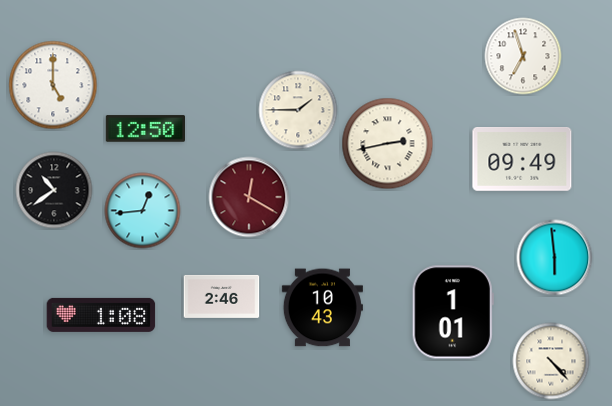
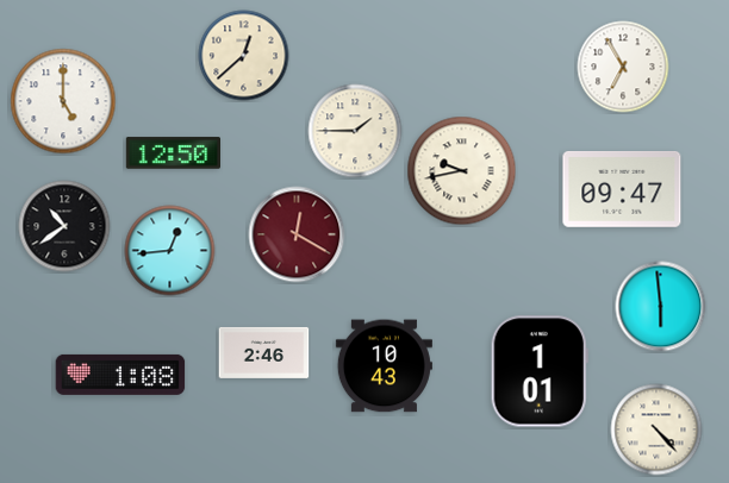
clock at (244, 56): none -> 12:38
clock at (523, 56): 6:57 -> 6:55
clock at (388, 144): 2:43 -> 9:43
clock at (522, 160): 09:49 -> 09:47
